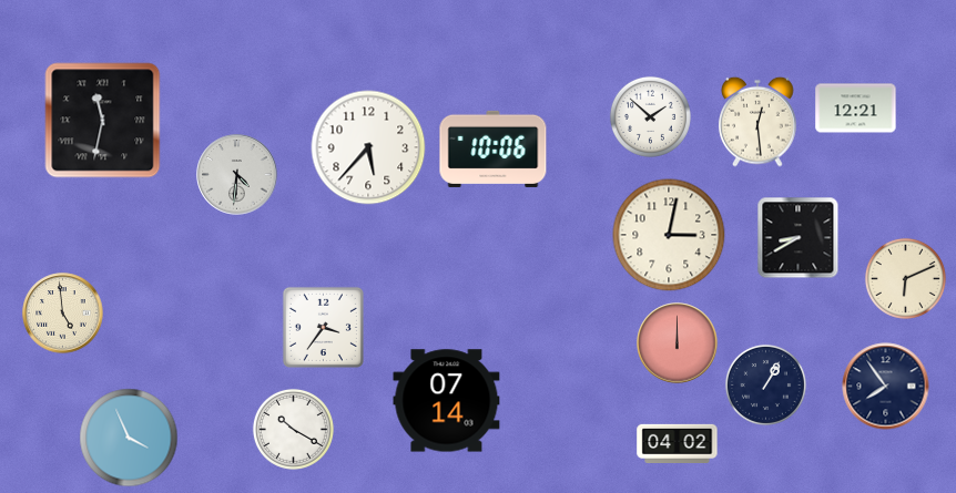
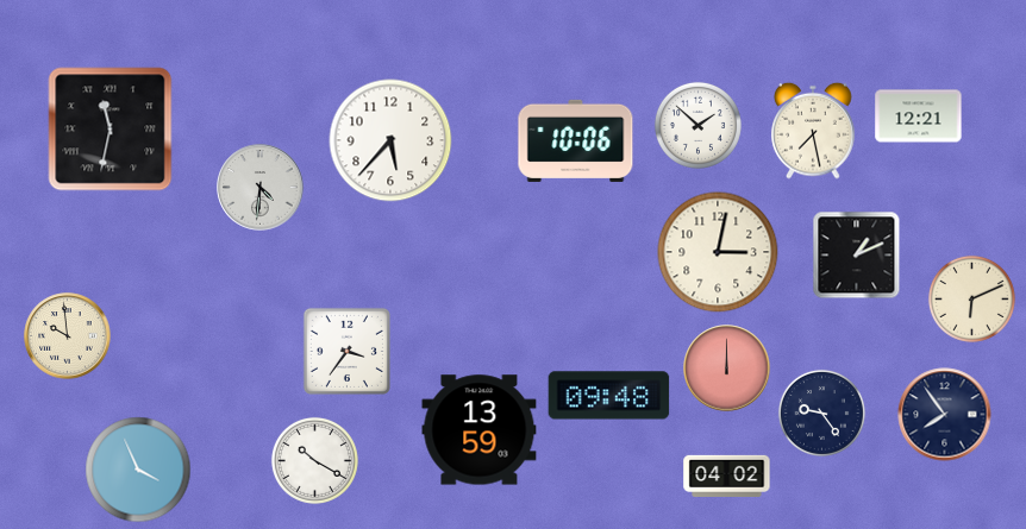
clock at (757, 122): 12:29 -> 7:28
clock at (368, 147) position: (368, 147) -> (390, 140)
clock at (494, 148) position: (494, 148) -> (576, 140)
clock at (237, 175) position: (237, 175) -> (261, 188)
clock at (799, 238): 8:40 -> 1:11
clock at (63, 314): 4:59 -> 9:59
clock at (609, 396): none -> 09:48
clock at (765, 384): 1:05 -> 9:24
clock at (886, 387) position: (886, 387) -> (945, 415)
clock at (447, 401): 07:14 -> 13:59
